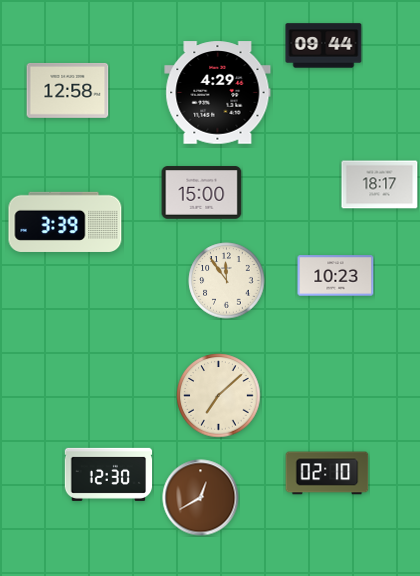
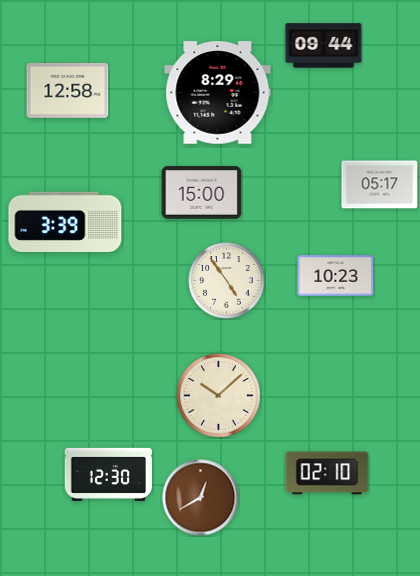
clock at (218, 93): 4:29 -> 8:29
clock at (380, 185): 18:17 -> 05:17
clock at (227, 281): 11:54 -> 4:54
clock at (219, 396): 7:08 -> 10:08
